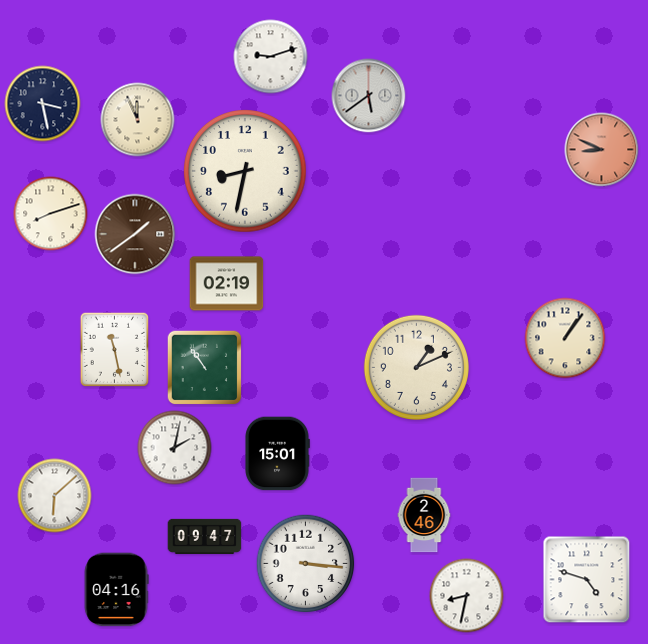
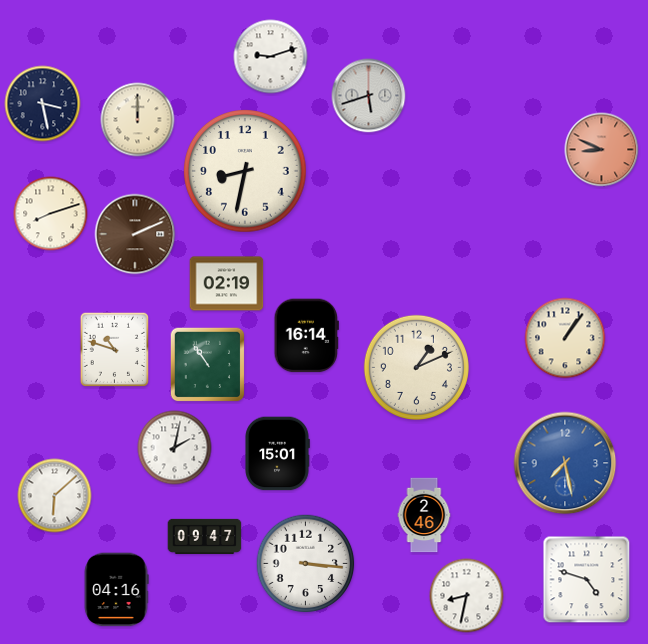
clock at (369, 96): 5:39 -> 5:42
clock at (138, 120): 11:56 -> 12:00
clock at (135, 234): 1:39 -> 2:11
clock at (306, 336): none -> 16:14
clock at (114, 350): 11:28 -> 10:48
clock at (205, 368) position: (205, 368) -> (208, 365)
clock at (565, 463): none -> 7:28
